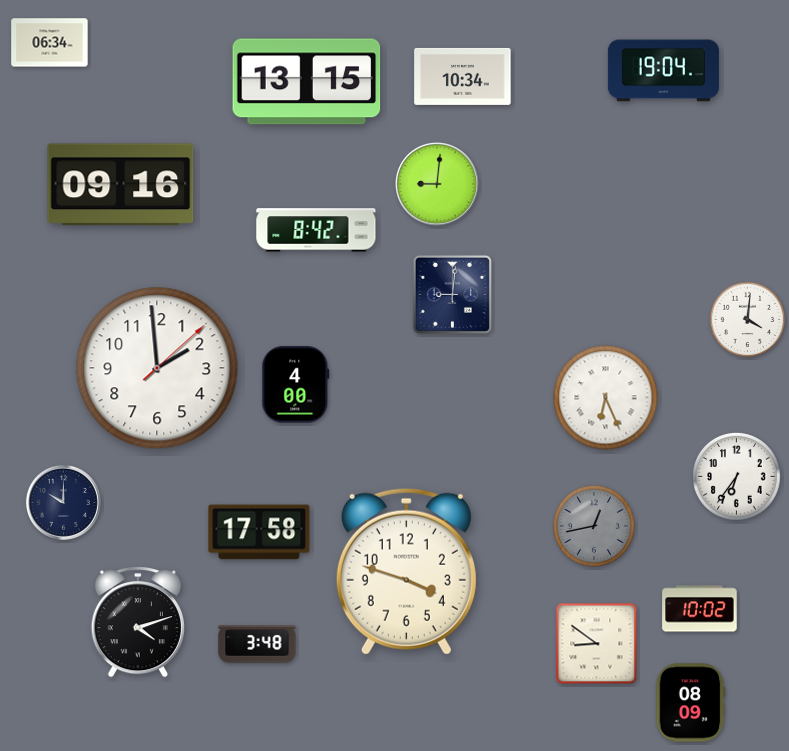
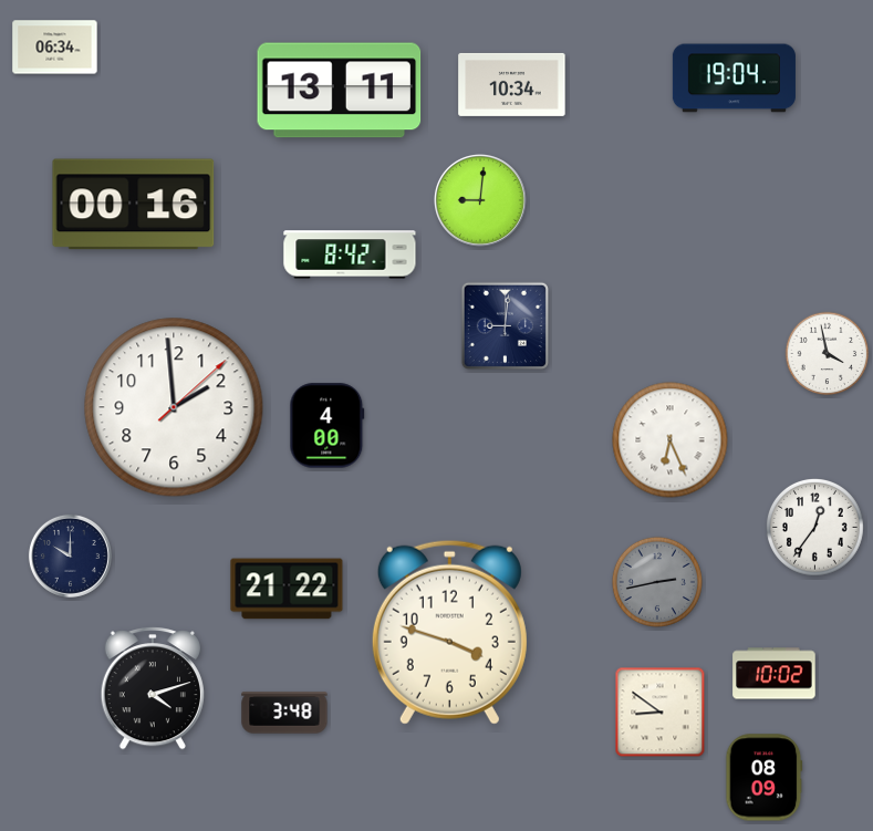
clock at (307, 82): 13:15 -> 13:11
clock at (437, 184) position: (437, 184) -> (480, 200)
clock at (121, 185): 09:16 -> 00:16
clock at (452, 294) position: (452, 294) -> (505, 325)
clock at (748, 320): 4:01 -> 3:58
clock at (737, 477): 6:36 -> 12:36
clock at (594, 526): 12:43 -> 2:43
clock at (259, 532): 17:58 -> 21:22
